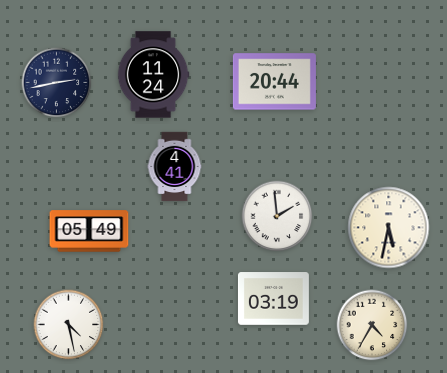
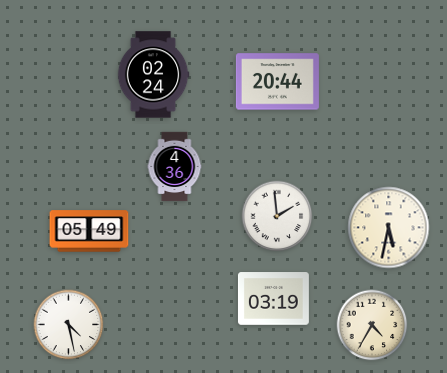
clock at (153, 75): 11:24 -> 02:24
clock at (274, 82) position: (274, 82) -> (277, 82)
clock at (57, 83): 2:43 -> none
clock at (175, 167): 4:41 -> 4:36
